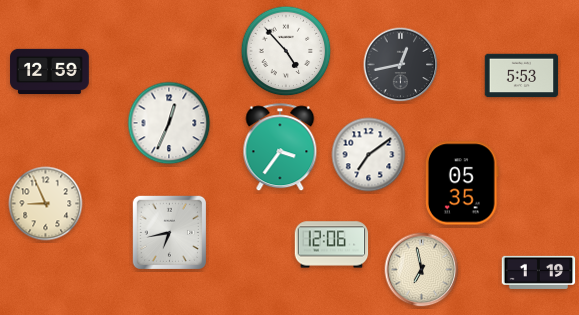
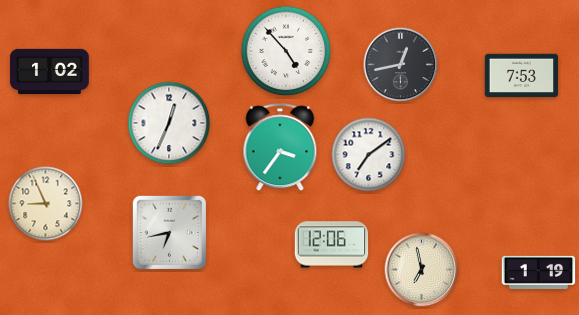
clock at (50, 72): 12:59 -> 1:02
clock at (522, 76): 5:53 -> 7:53
clock at (463, 183): 05:35 -> none
